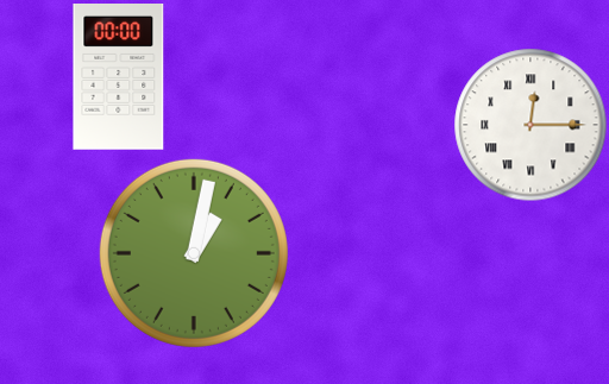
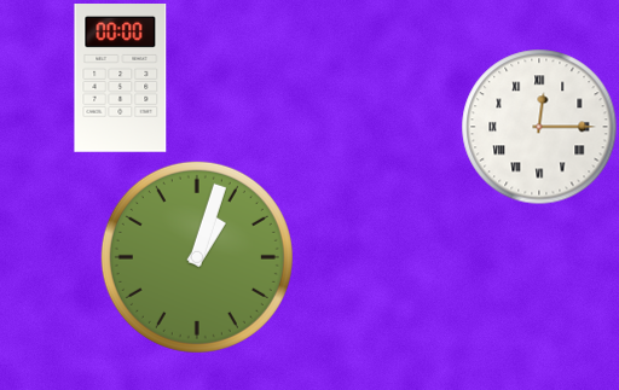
clock at (194, 253): 1:02 -> 1:03
